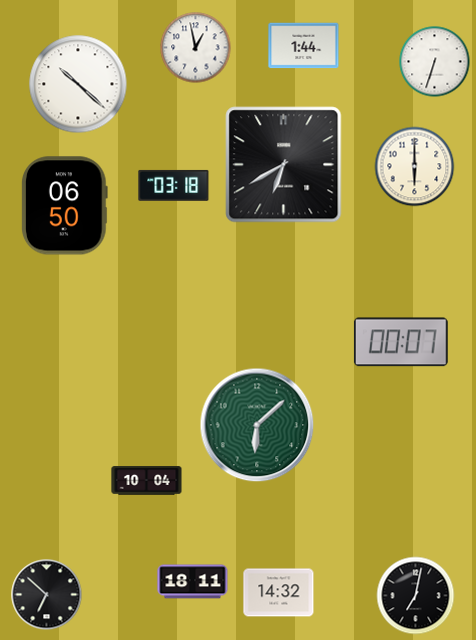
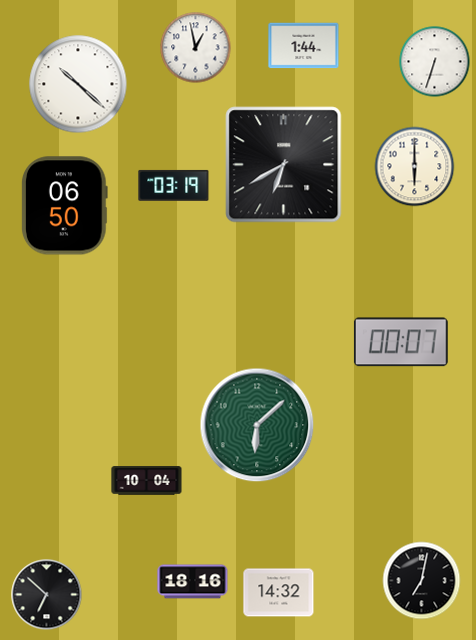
clock at (174, 185): 03:18 -> 03:19
clock at (193, 582): 18:11 -> 18:16
clock at (416, 596) position: (416, 596) -> (422, 581)
